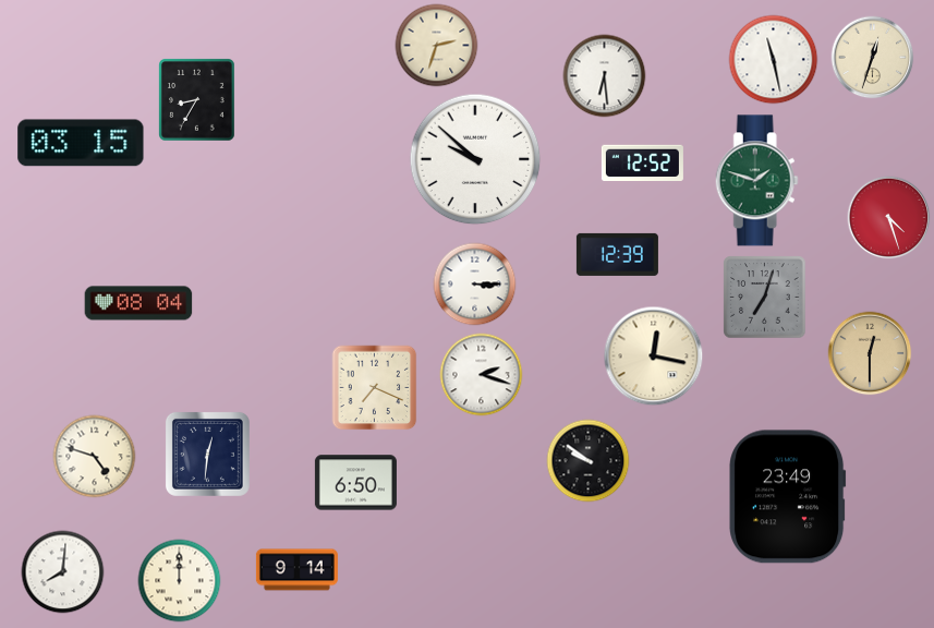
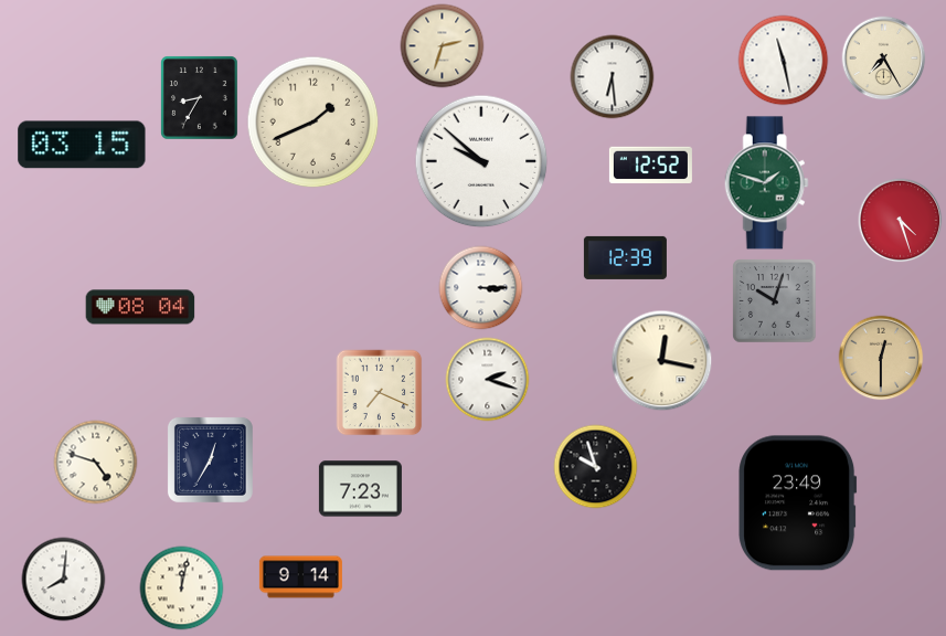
clock at (873, 58): 12:33 -> 7:25
clock at (197, 100) position: (197, 100) -> (200, 98)
clock at (313, 123): none -> 1:41
clock at (765, 298): 7:03 -> 10:03
clock at (207, 454): 12:31 -> 12:35
clock at (589, 461): 9:51 -> 9:57
clock at (355, 483): 6:50 -> 7:23
clock at (180, 581): 12:00 -> 12:02
